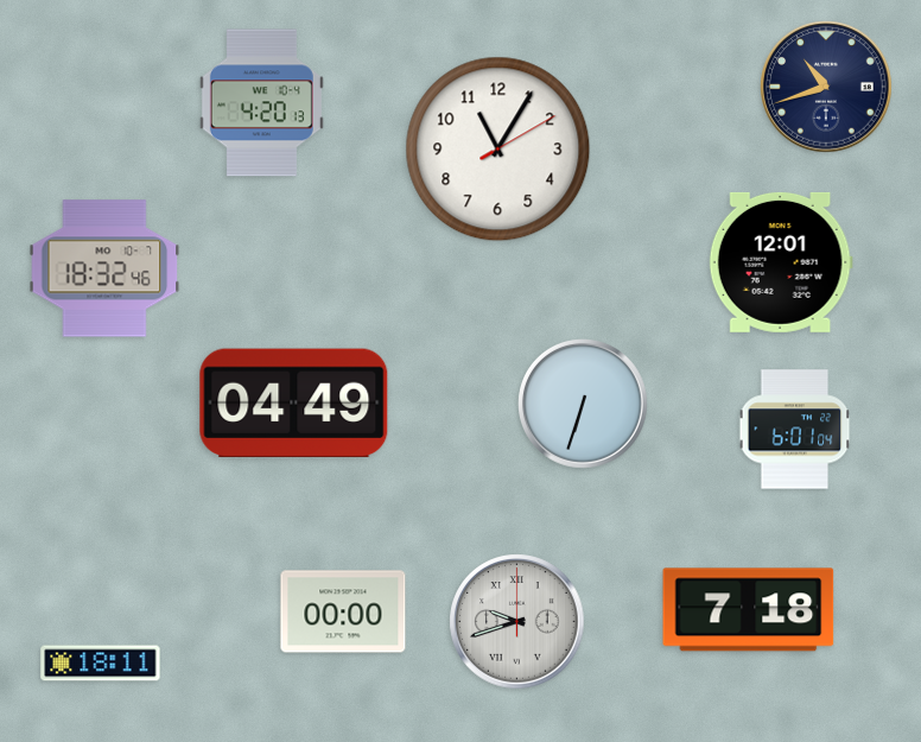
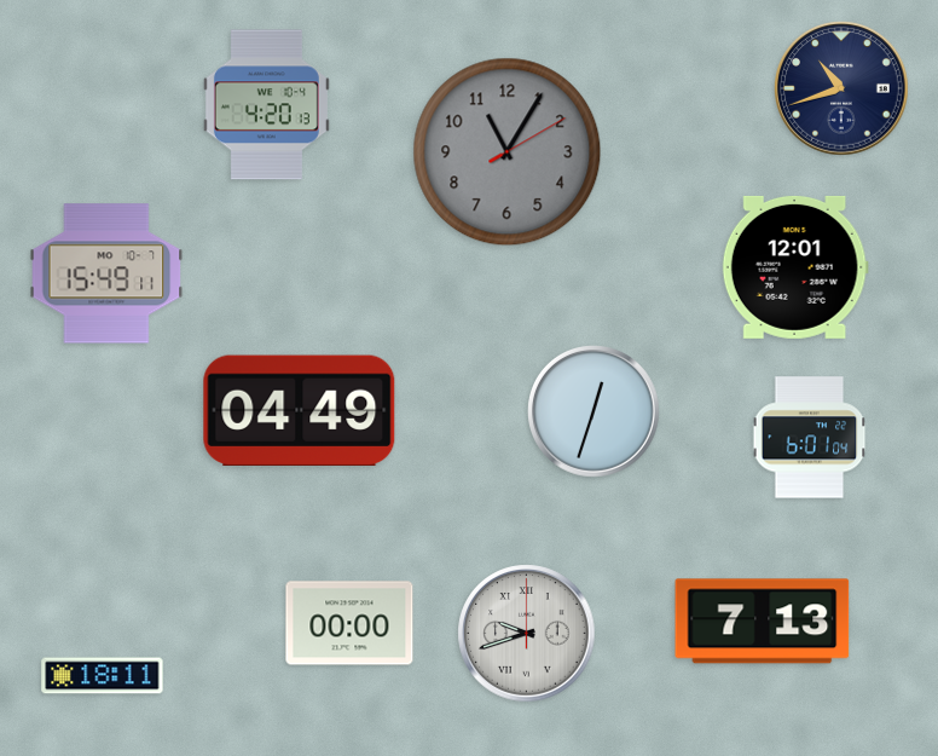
clock at (498, 150) dial: white -> grey
clock at (104, 268): 18:32 -> 15:49
clock at (584, 405): 6:33 -> 12:33
clock at (749, 610): 7:18 -> 7:13
